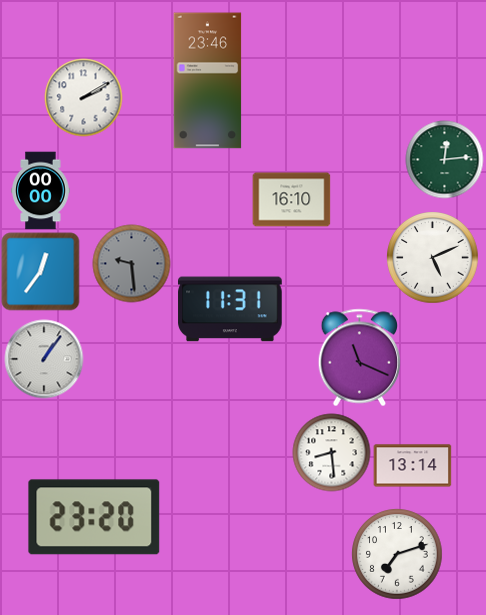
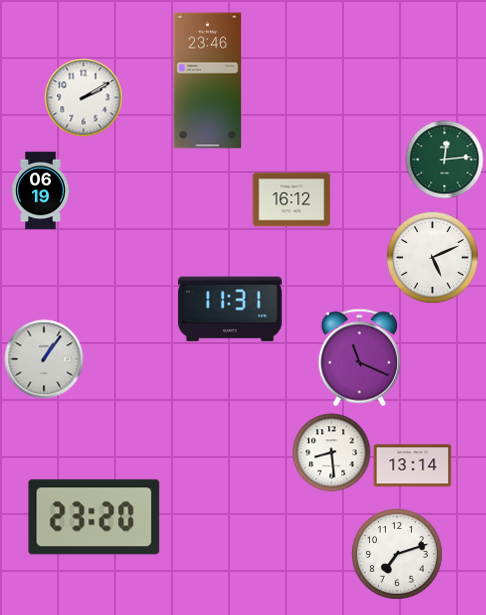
clock at (41, 190): 00:00 -> 06:19
clock at (291, 200): 16:10 -> 16:12
clock at (131, 263): 9:29 -> none
clock at (40, 271): 12:36 -> none
